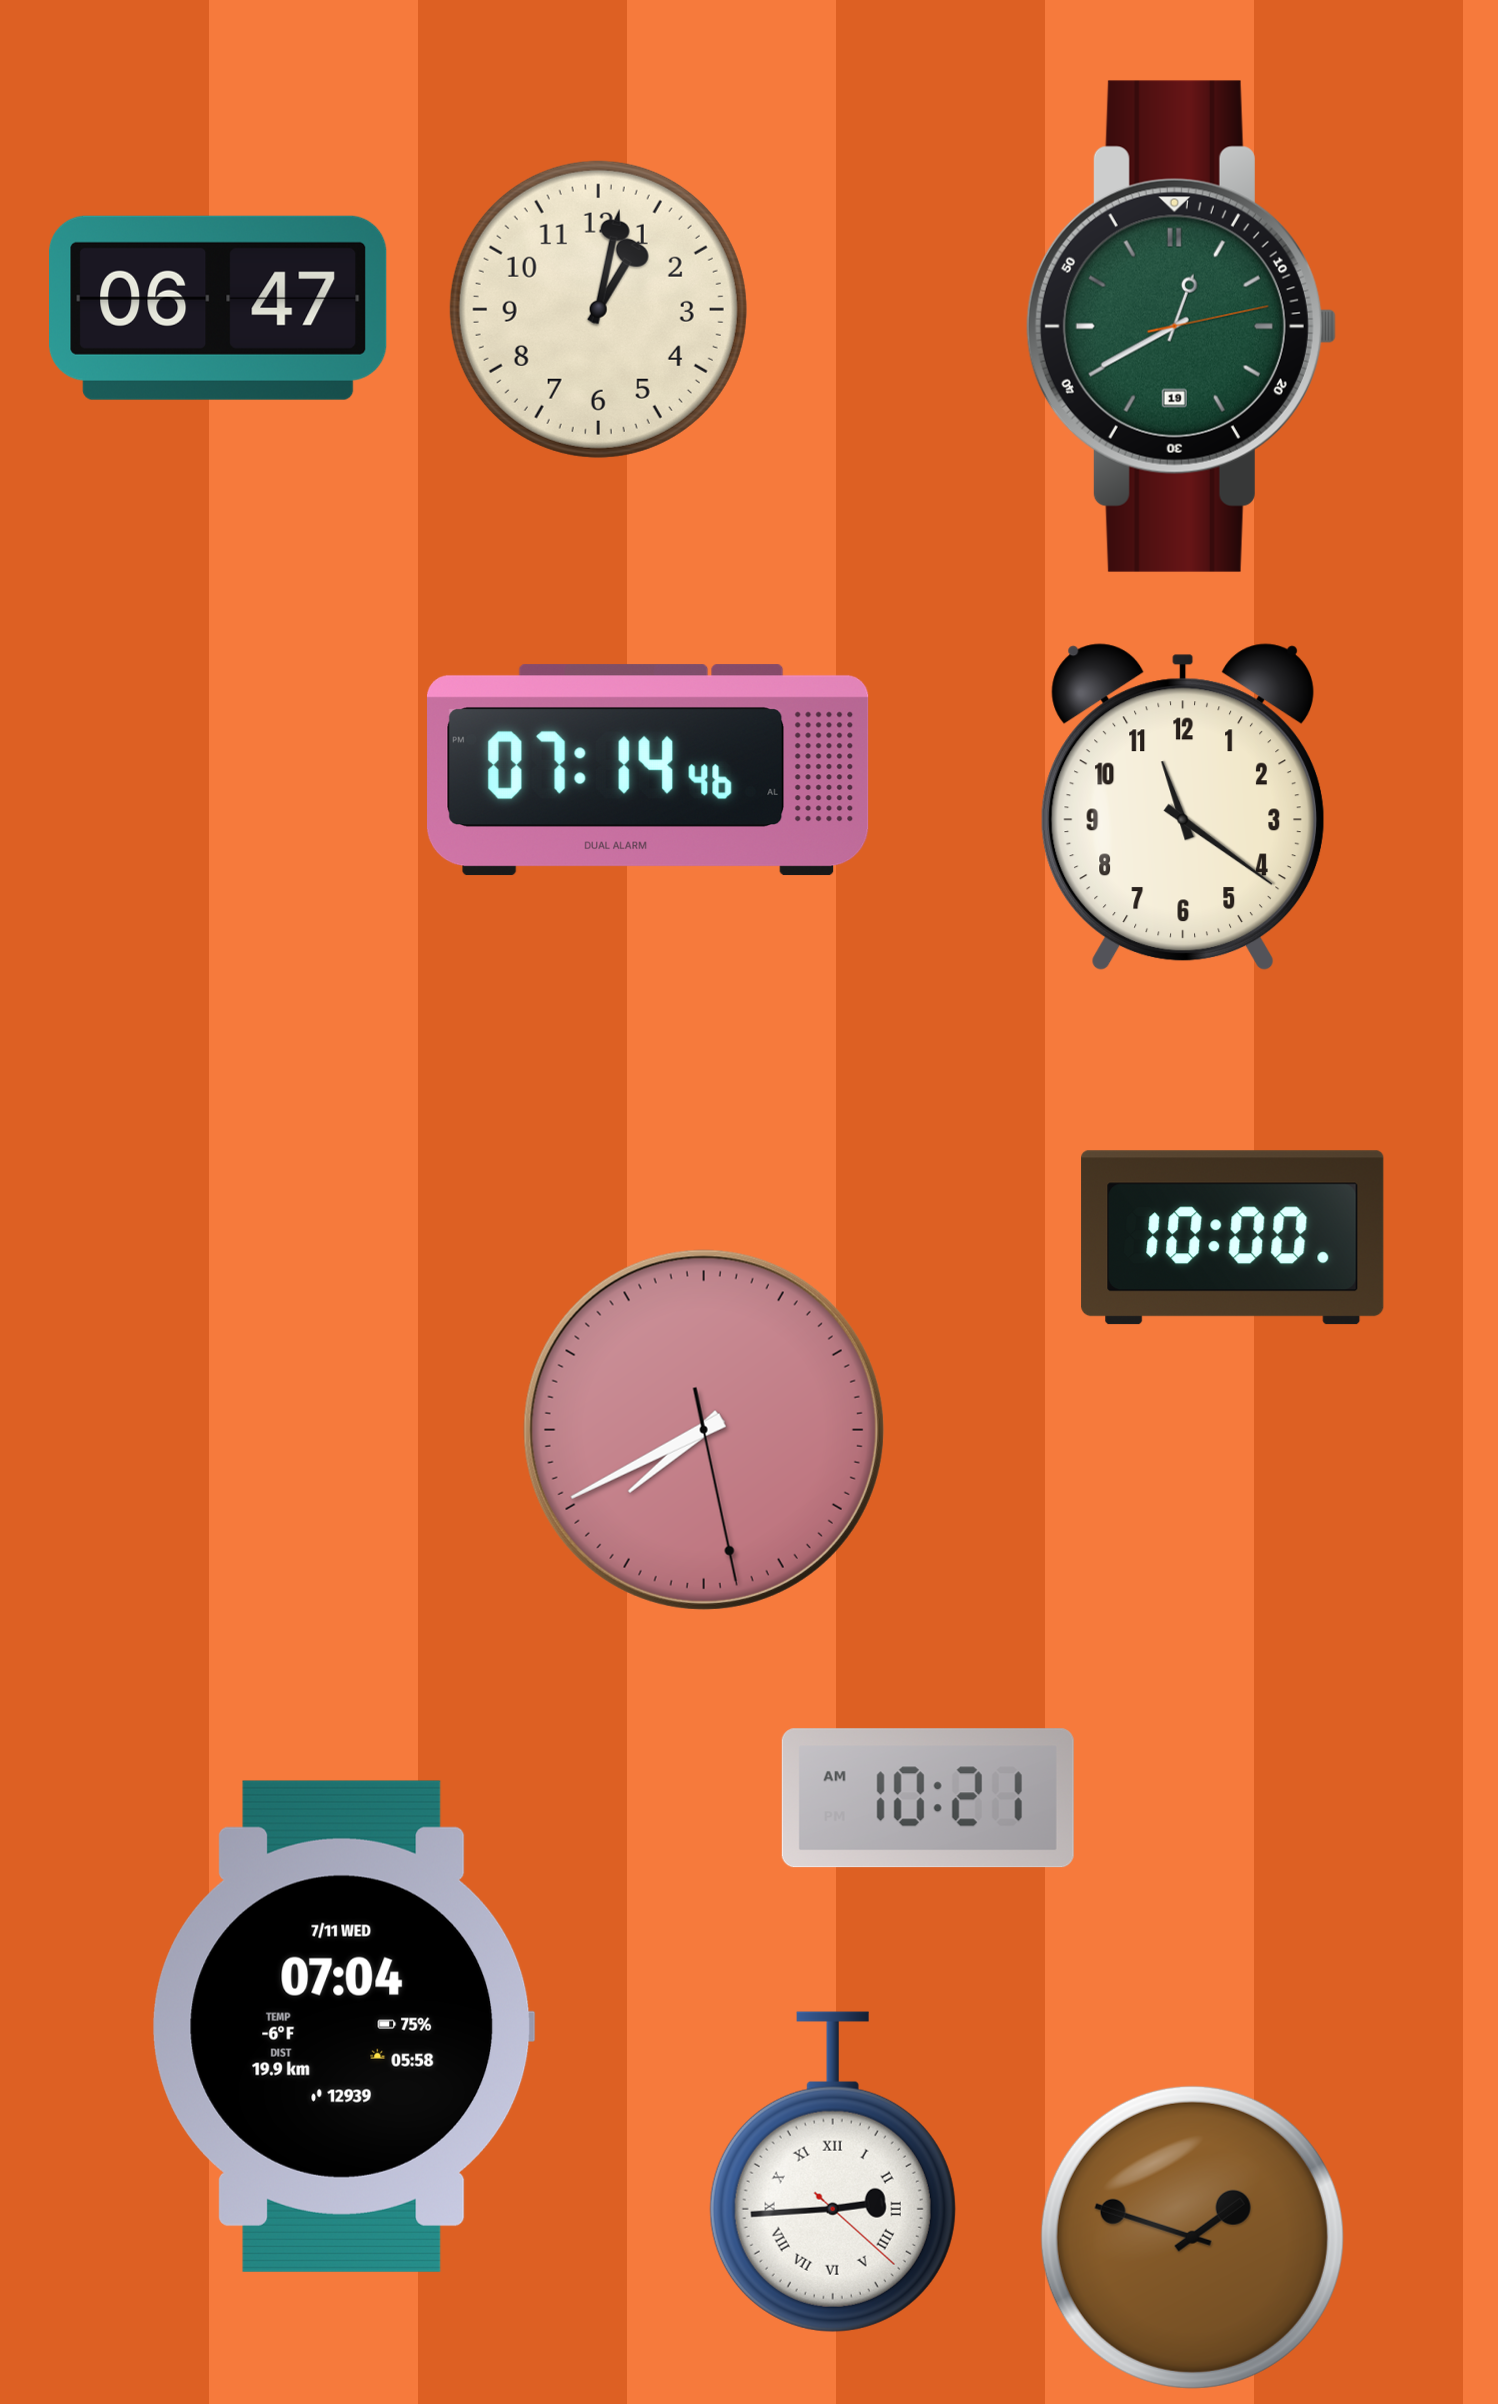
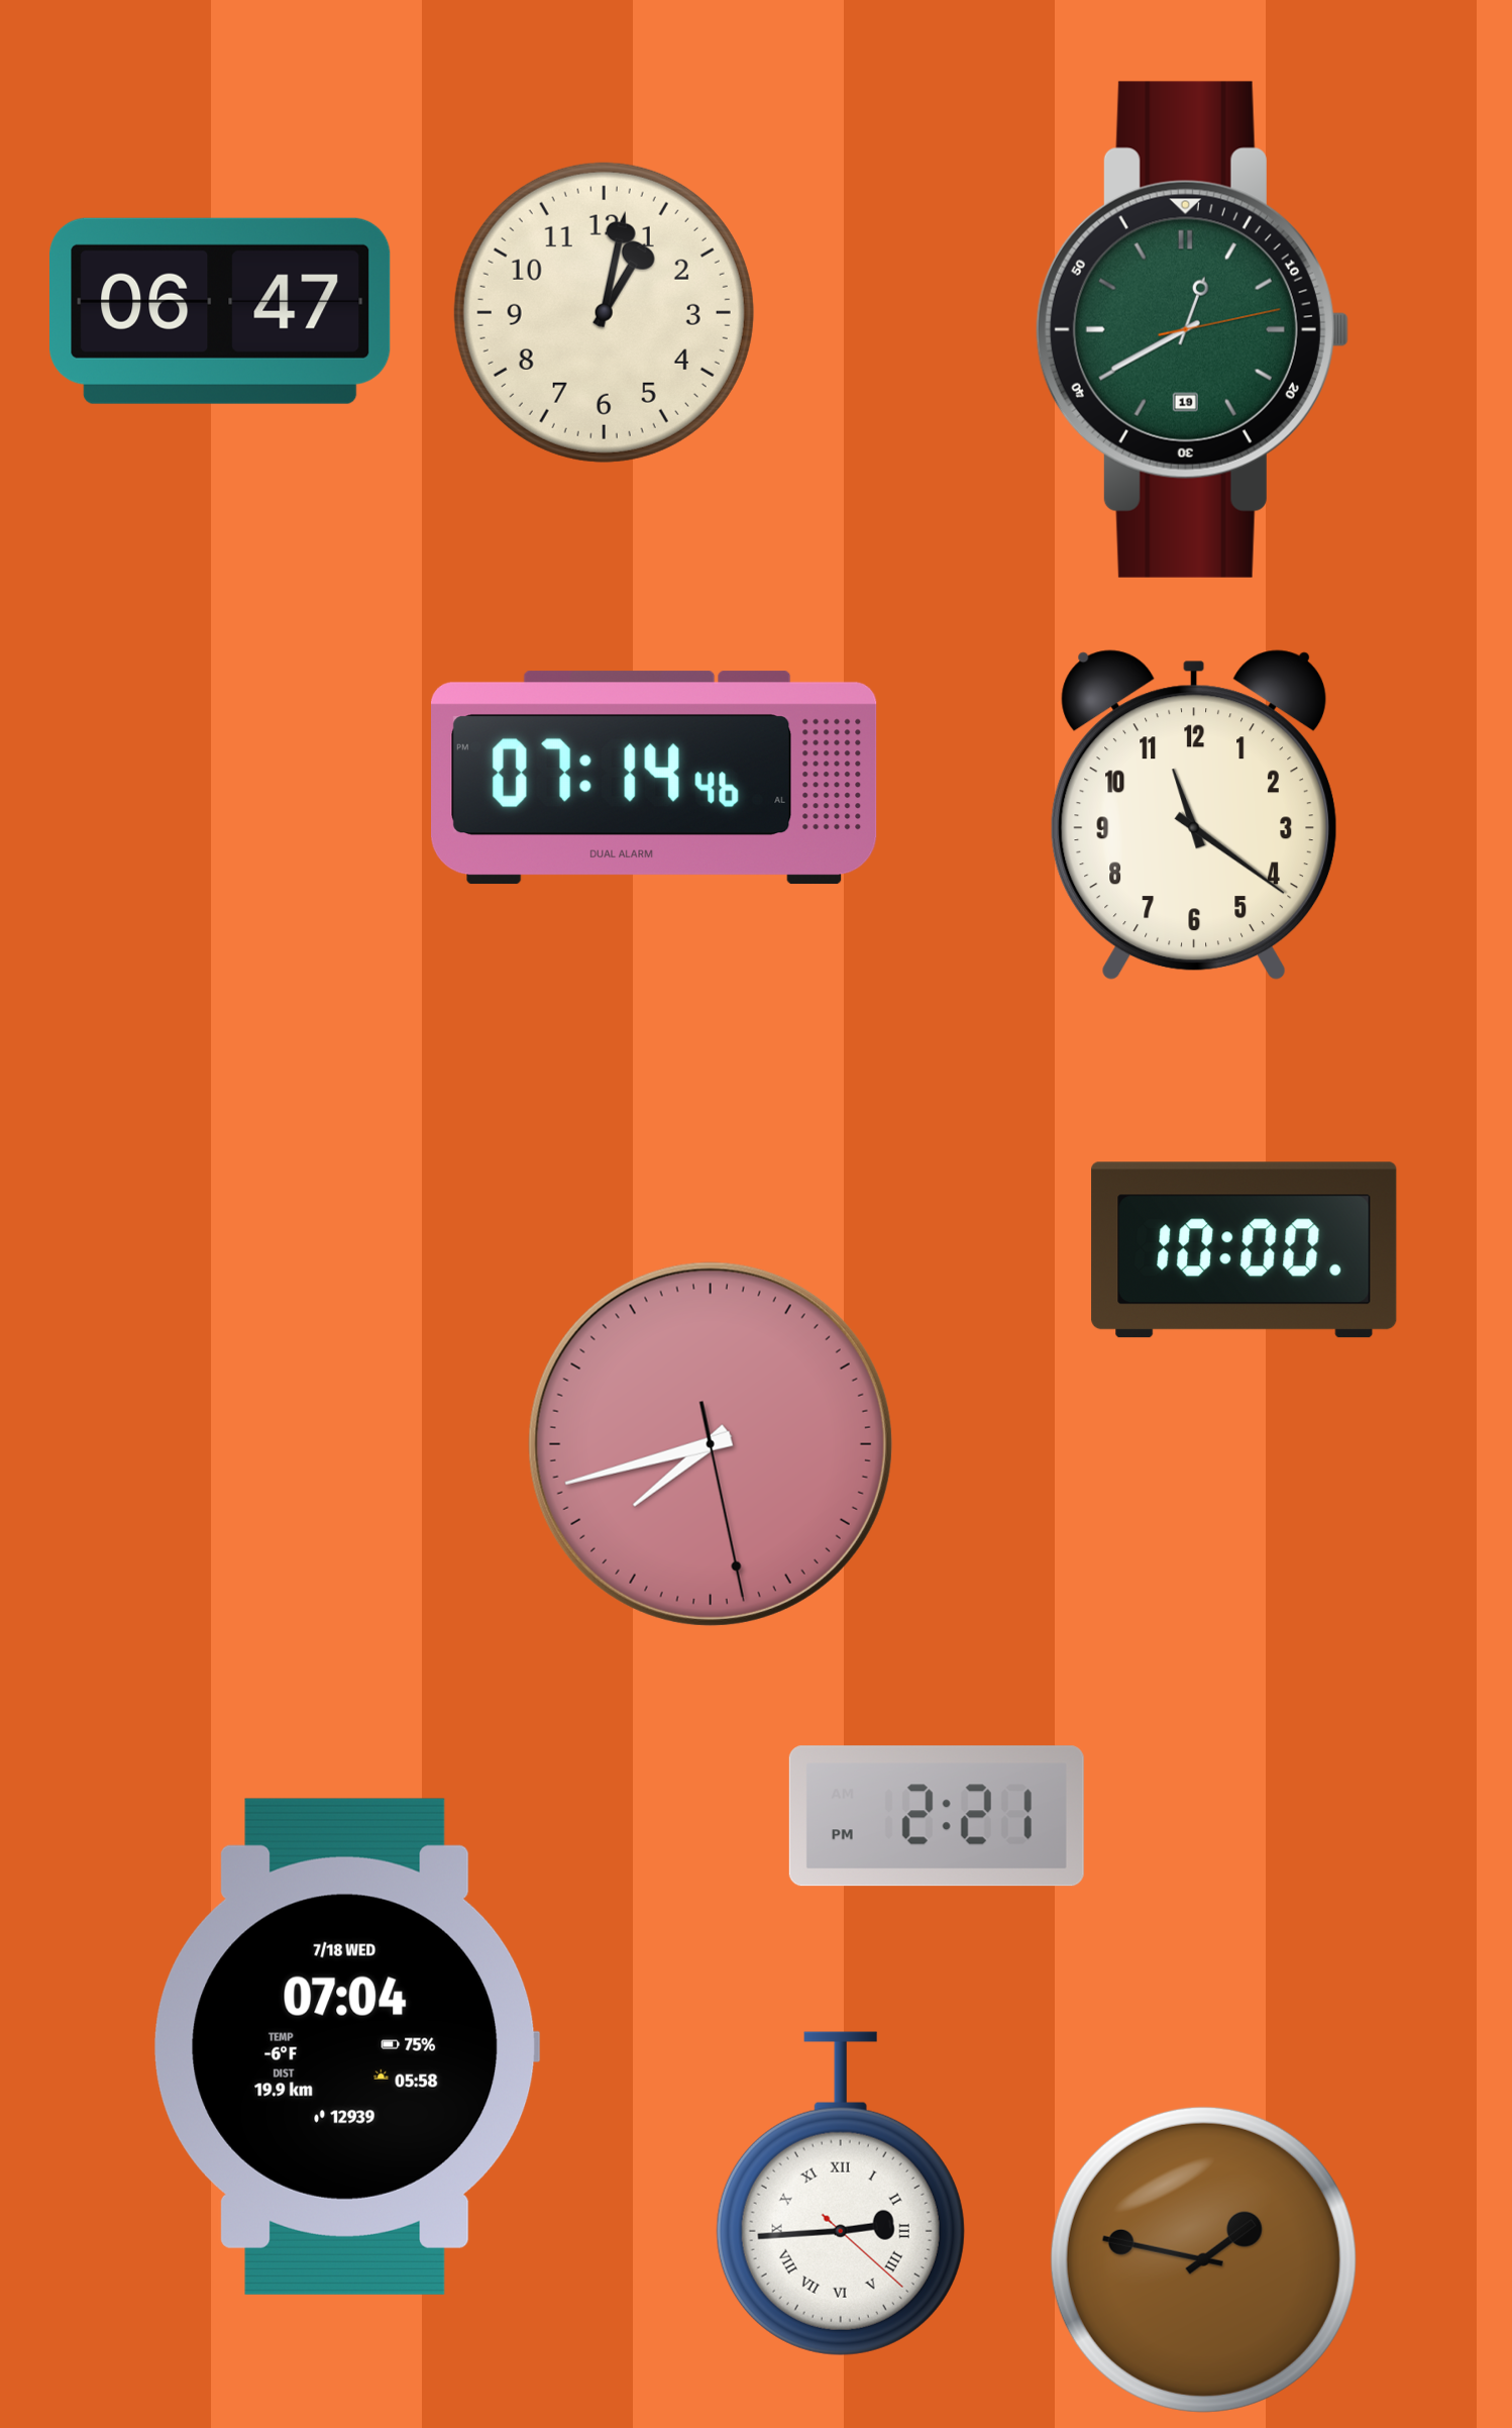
clock at (704, 1430): 7:40 -> 7:42
clock at (928, 1798): 10:21 -> 2:21
clock at (343, 2026) date: 7/11 WED -> 7/18 WED
clock at (1192, 2237): 1:48 -> 1:47
